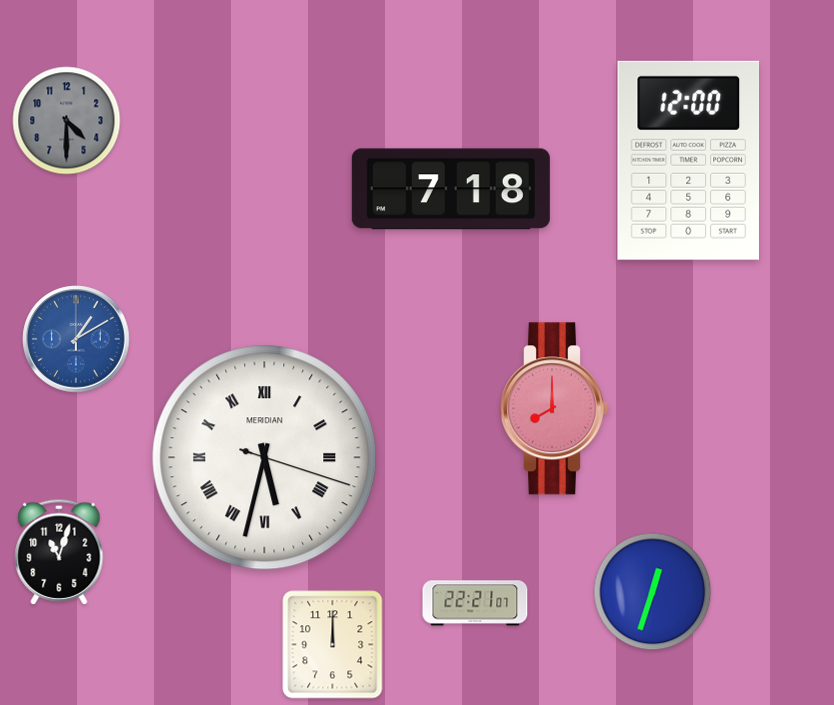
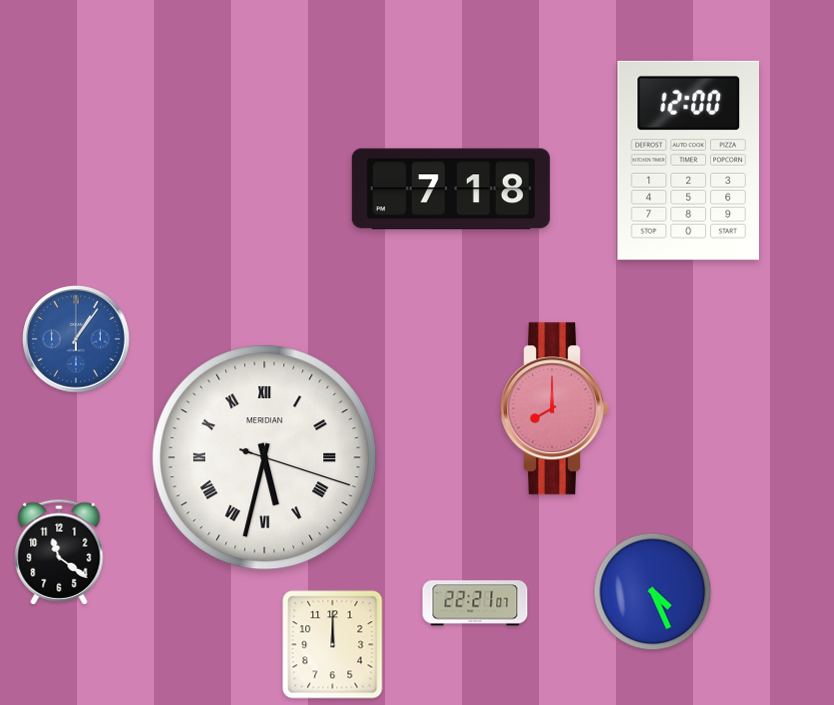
clock at (67, 121): 4:30 -> none
clock at (76, 339): 1:10 -> 1:06
clock at (59, 552): 11:03 -> 11:21
clock at (653, 592): 12:33 -> 4:26
